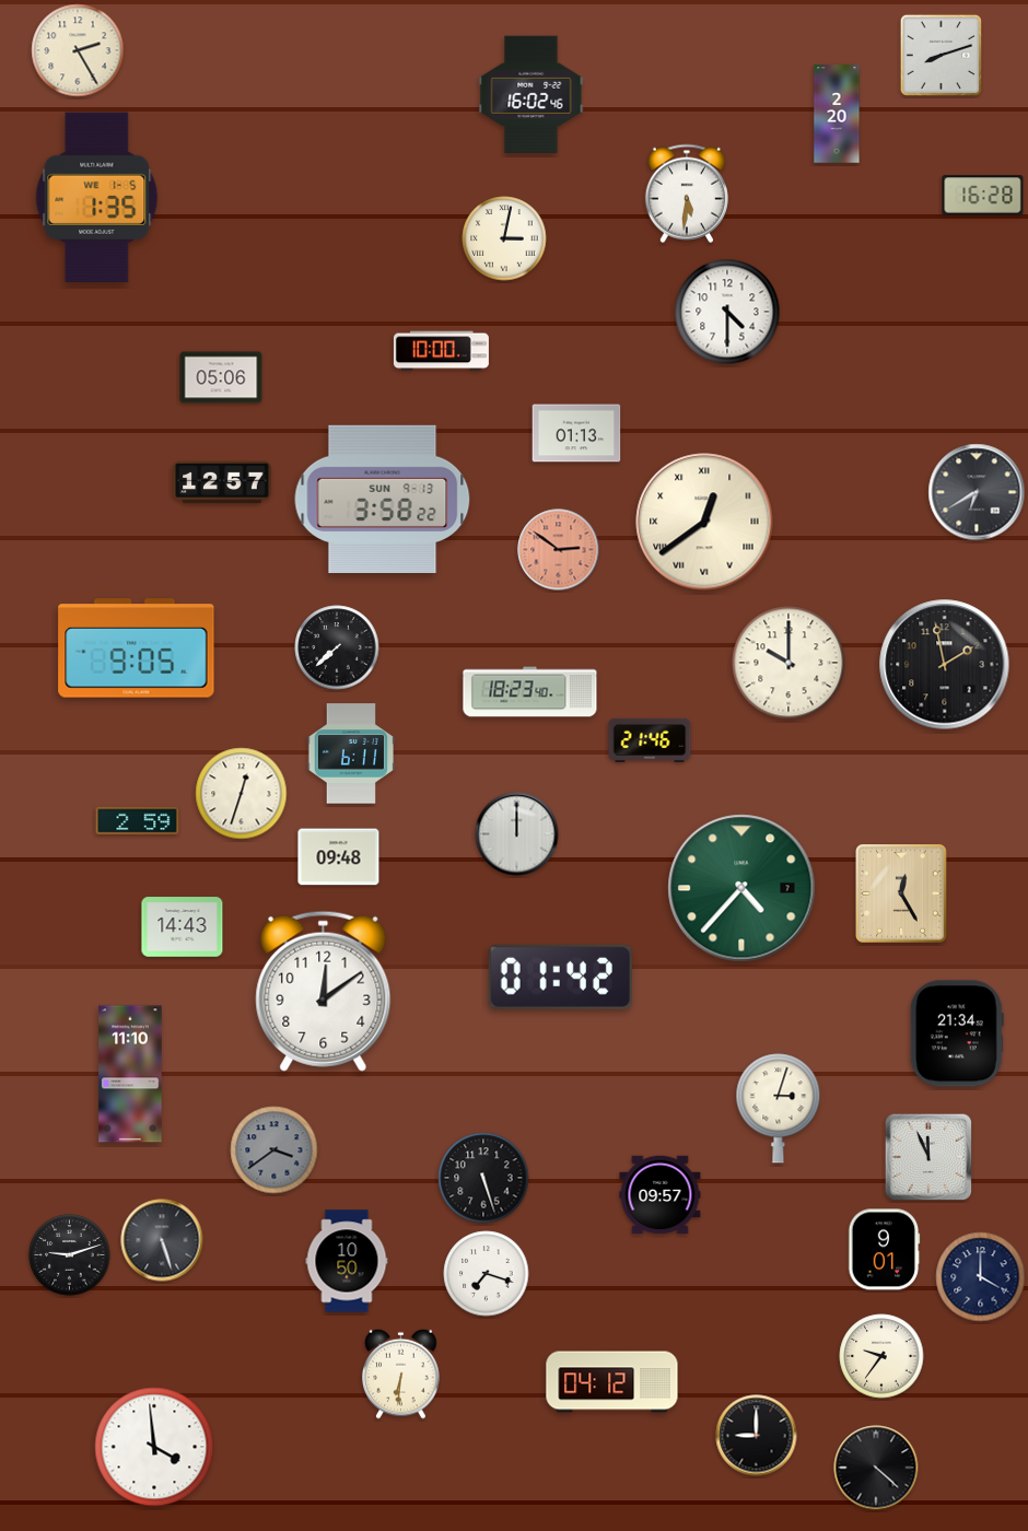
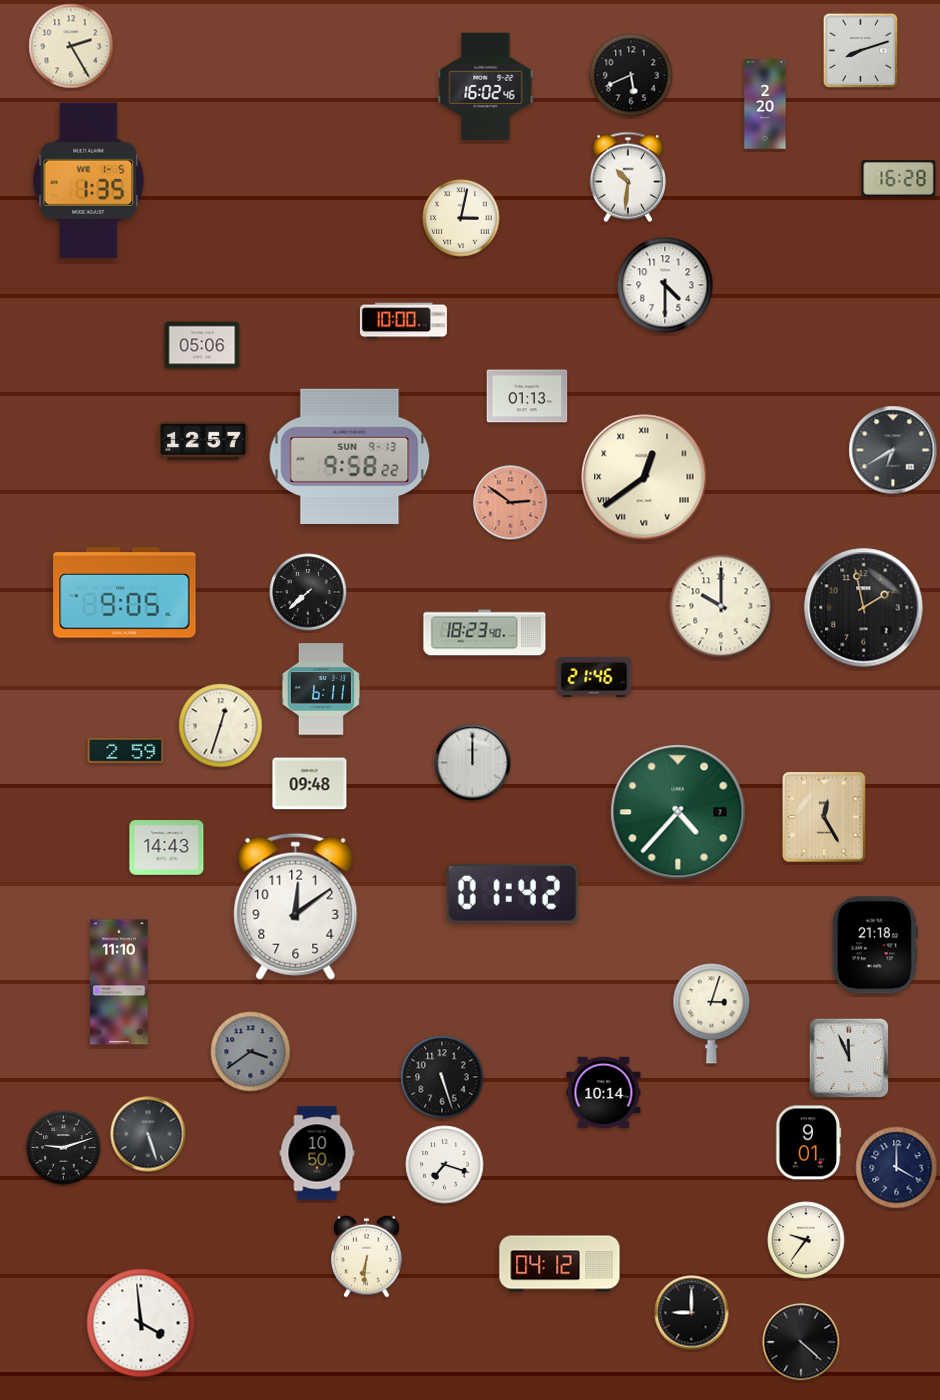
clock at (631, 75): none -> 5:41
clock at (687, 194): 5:31 -> 10:31
clock at (383, 499): 3:58 -> 9:58
clock at (957, 1033): 21:34 -> 21:18
clock at (661, 1195): 09:57 -> 10:14
